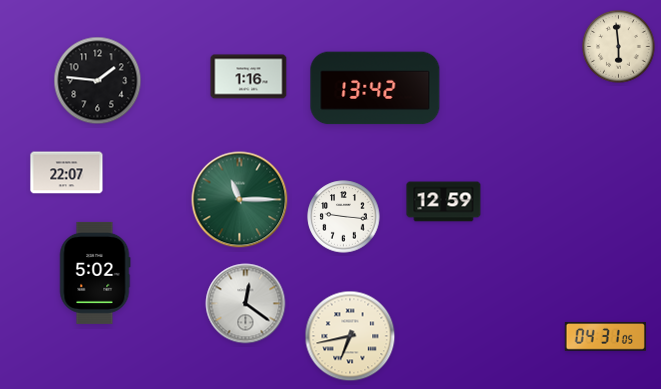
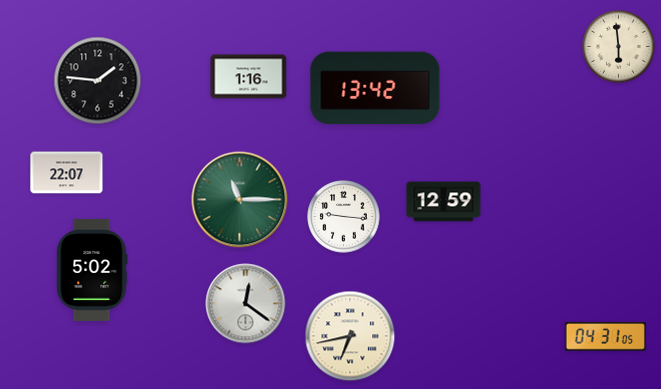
clock at (95, 273) position: (95, 273) -> (92, 270)
